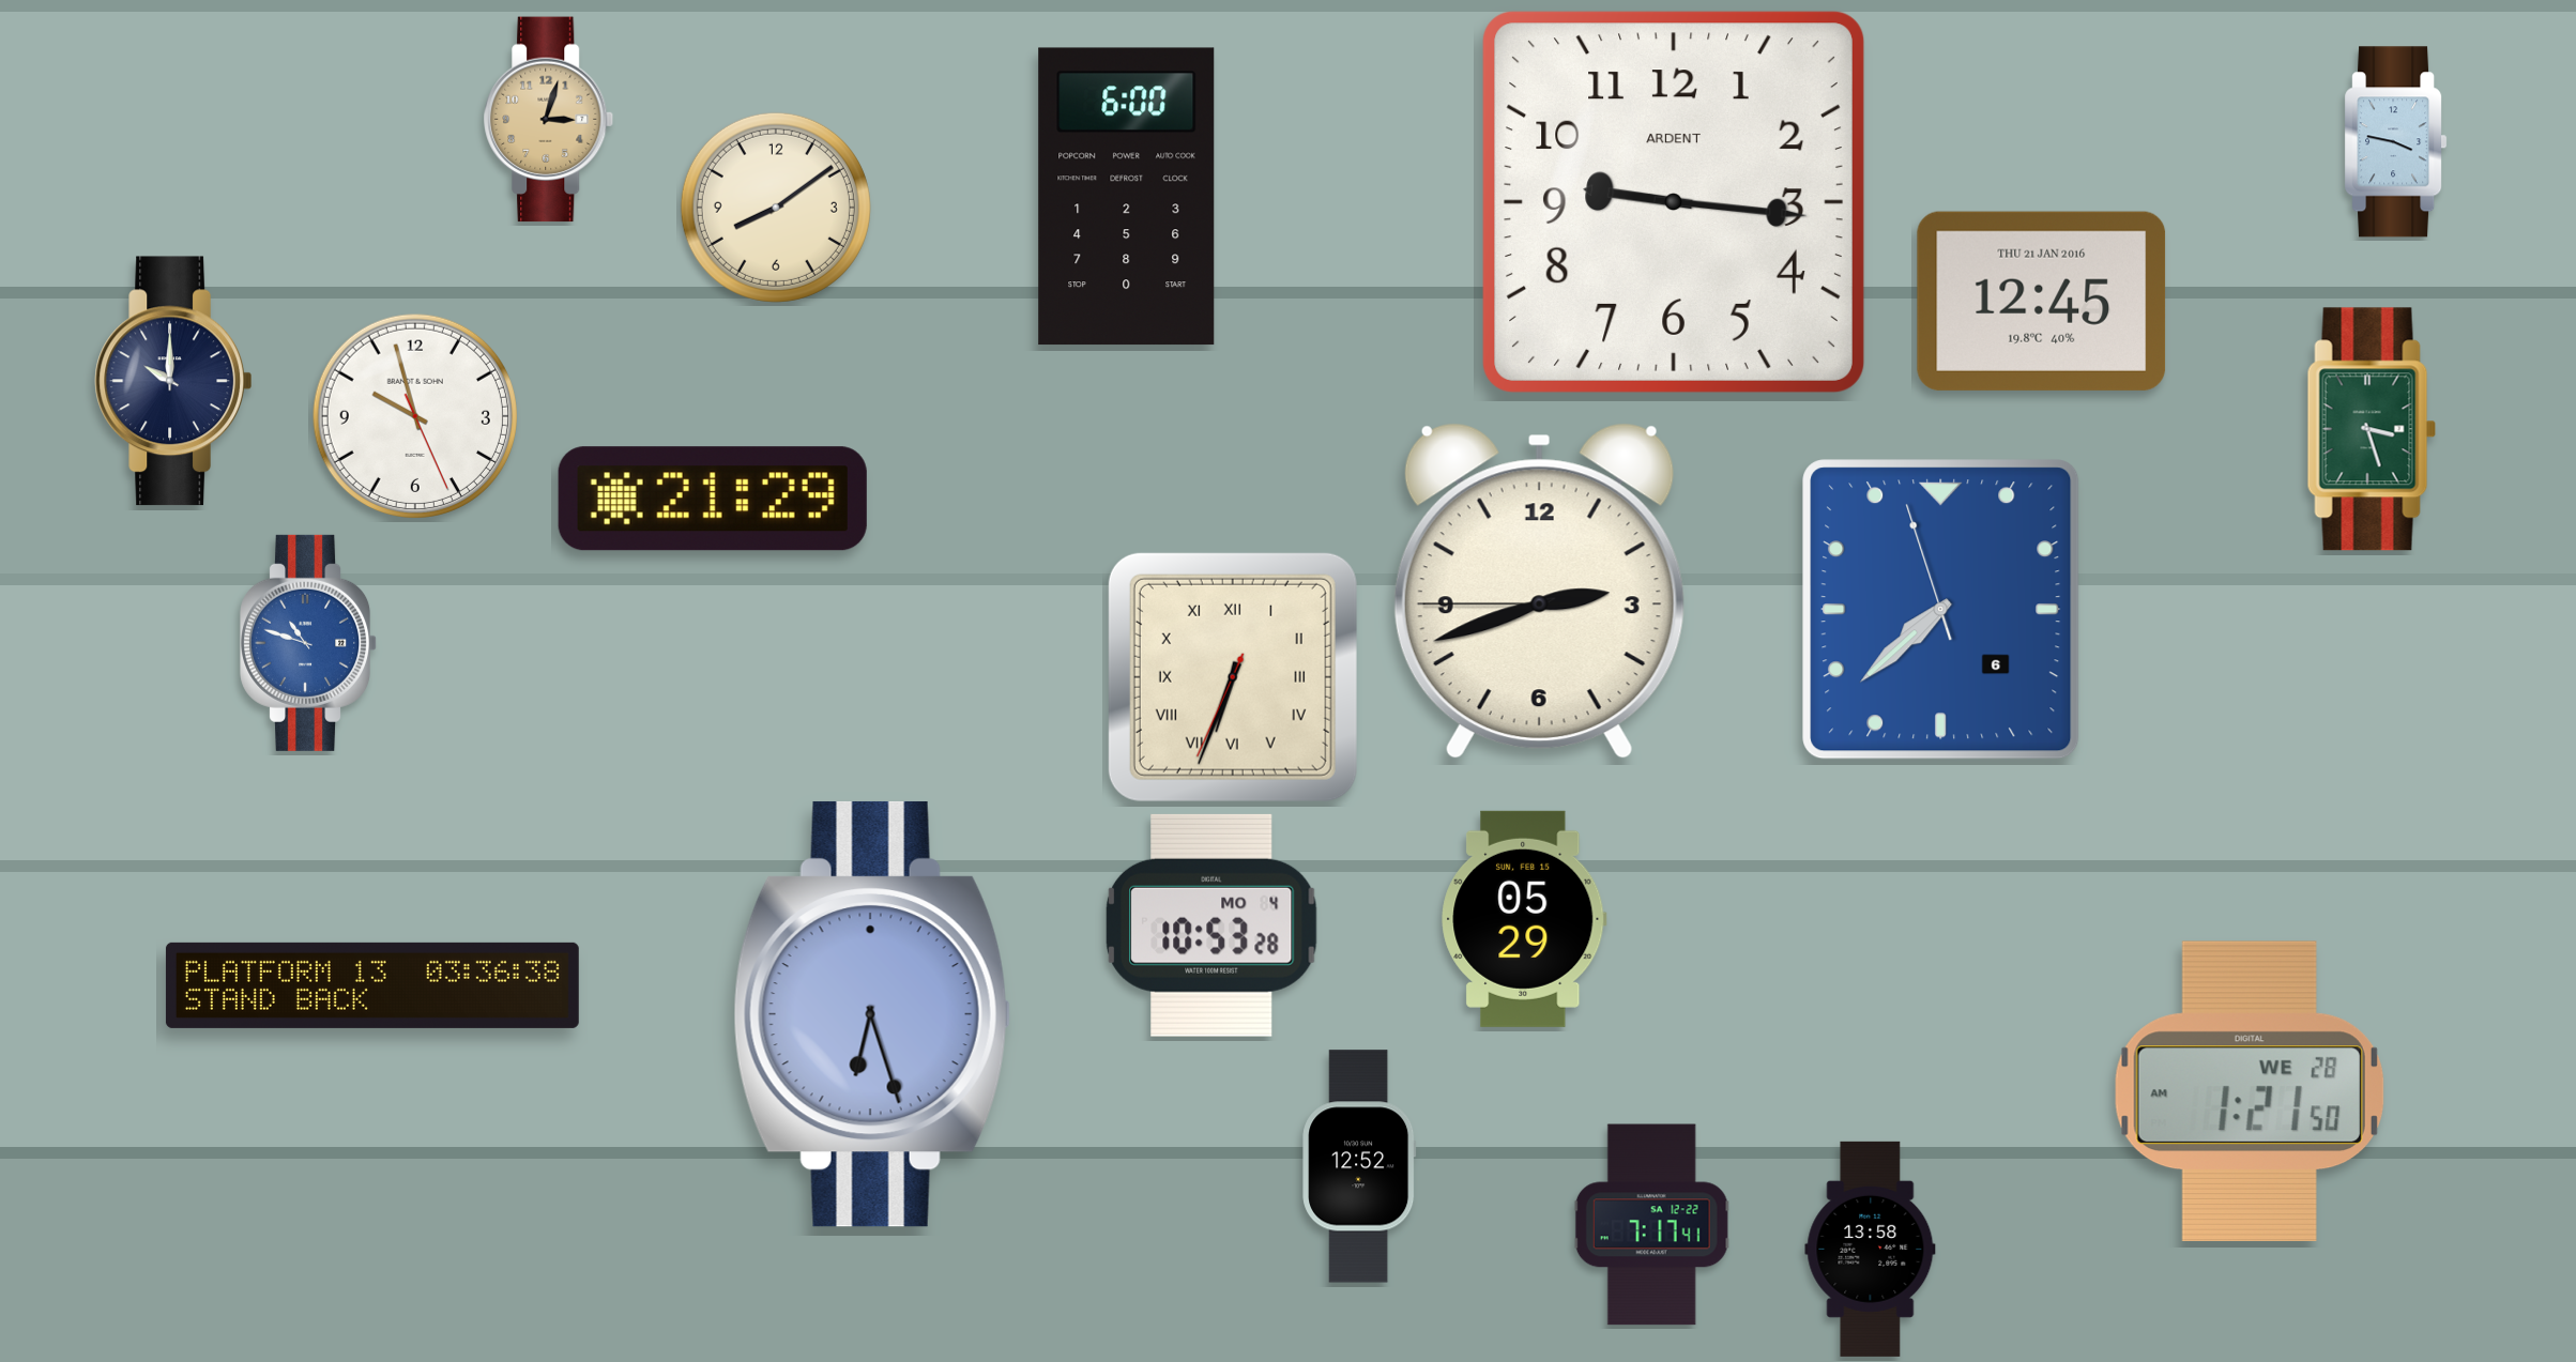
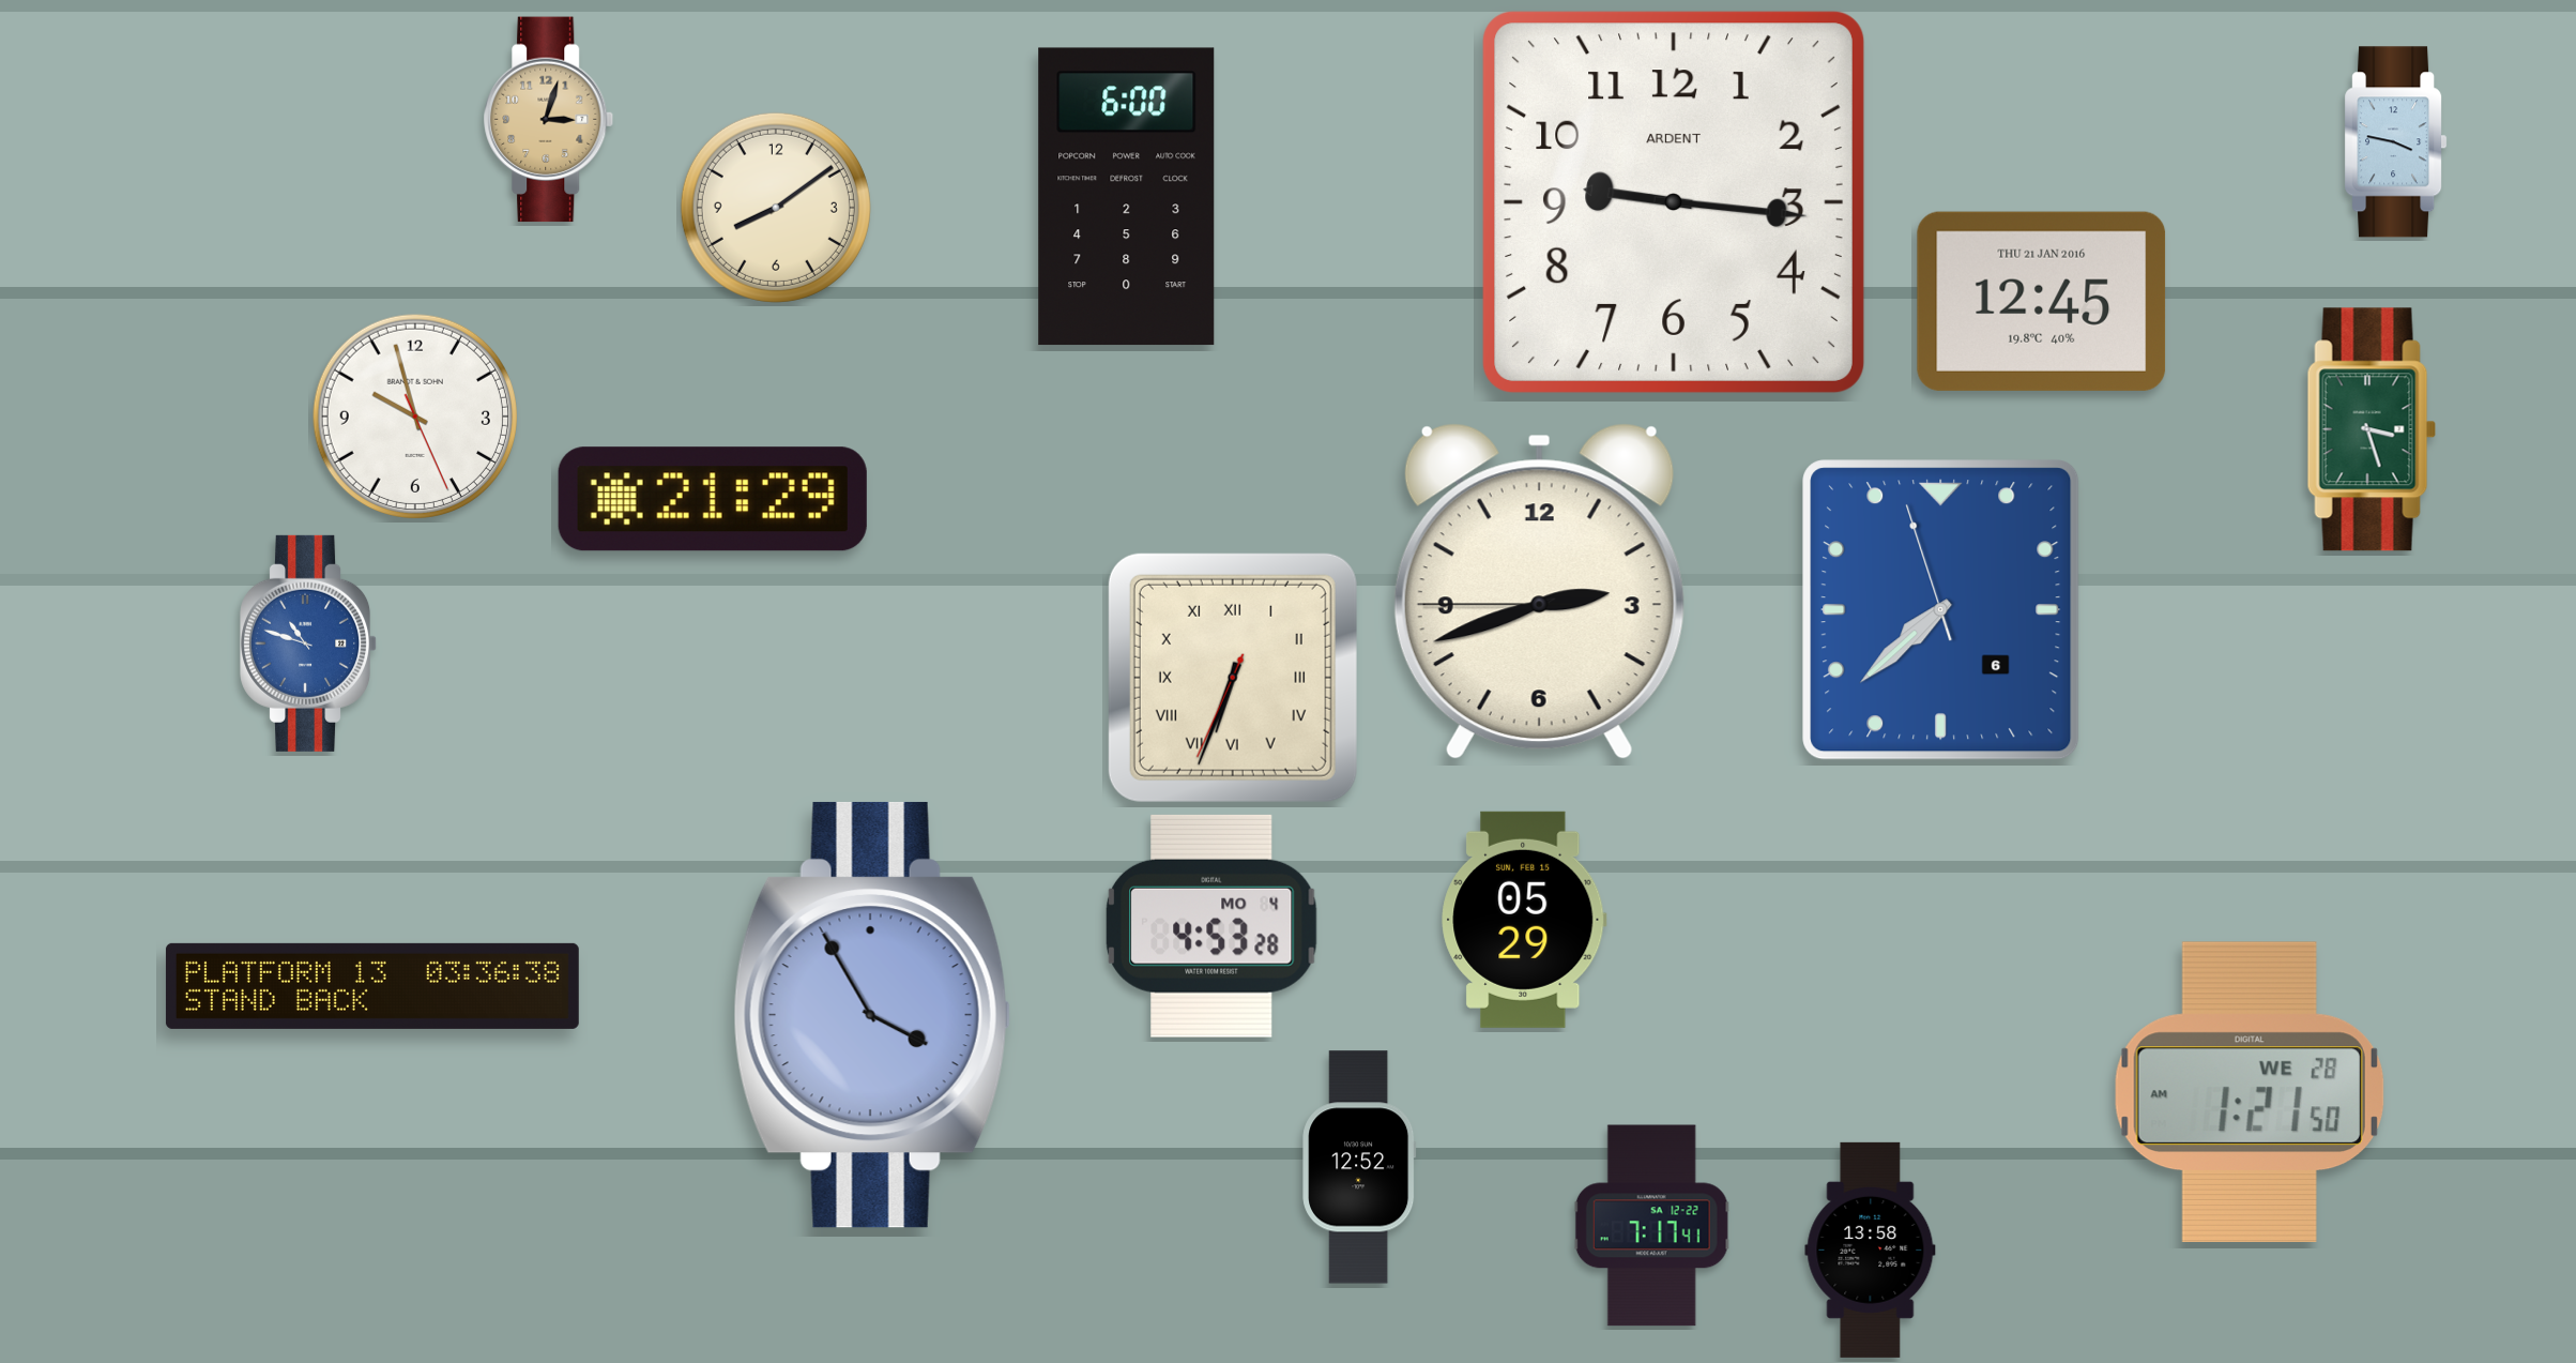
clock at (173, 381): 10:00 -> none
clock at (1211, 925): 10:53 -> 4:53
clock at (872, 1014): 6:27 -> 3:55
